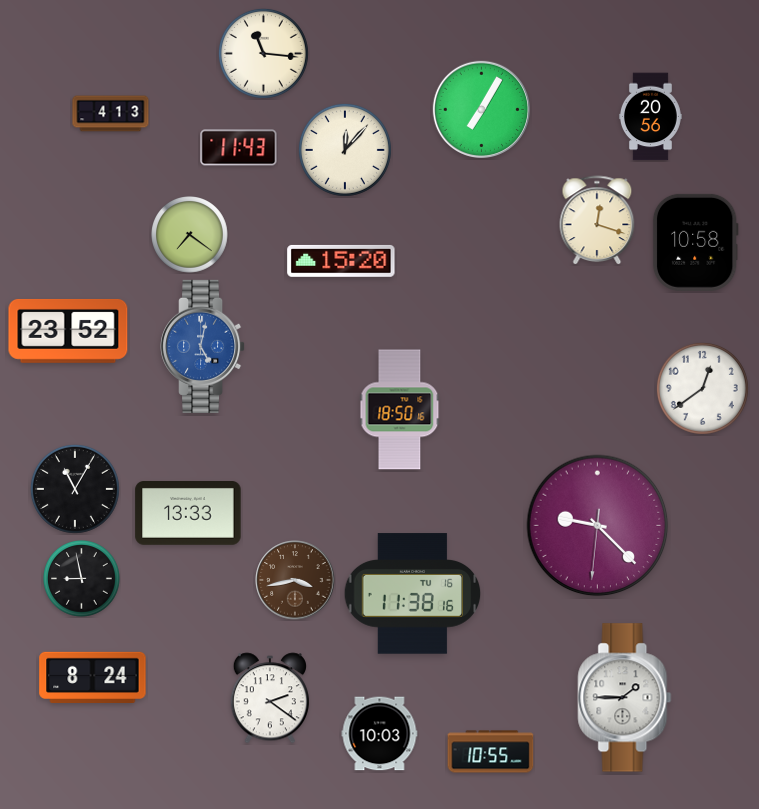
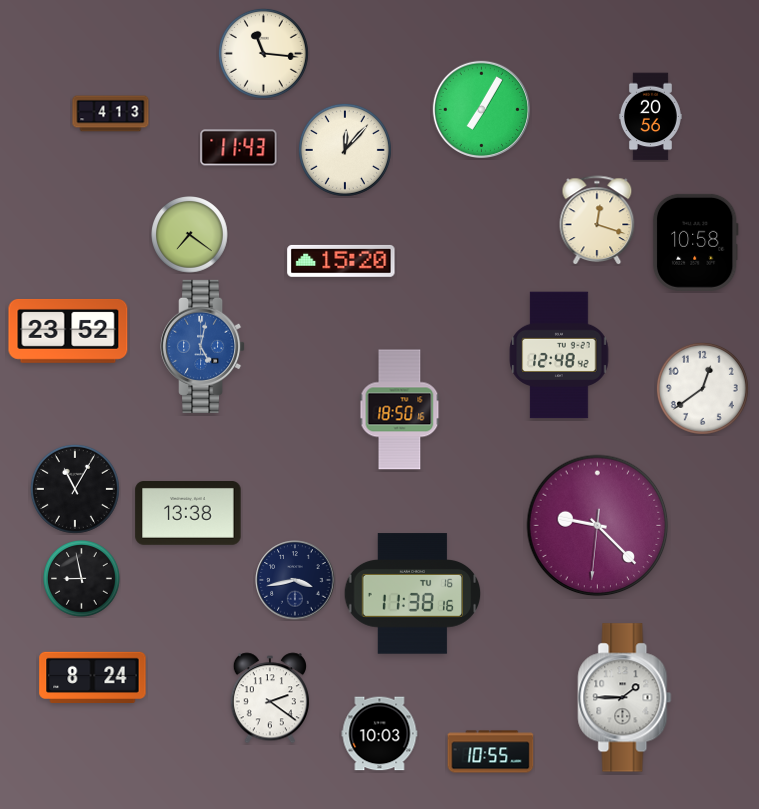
clock at (559, 355): none -> 12:48
clock at (188, 514): 13:33 -> 13:38
clock at (295, 580) dial: brown -> navy
